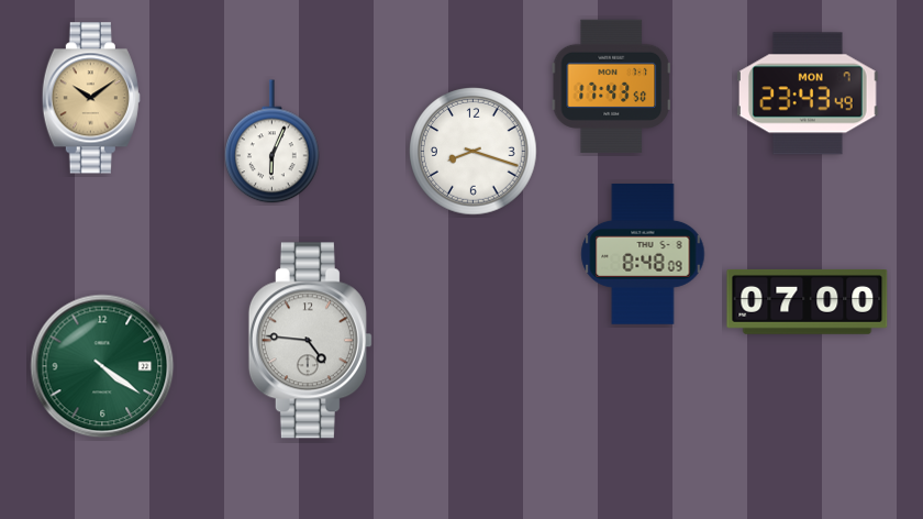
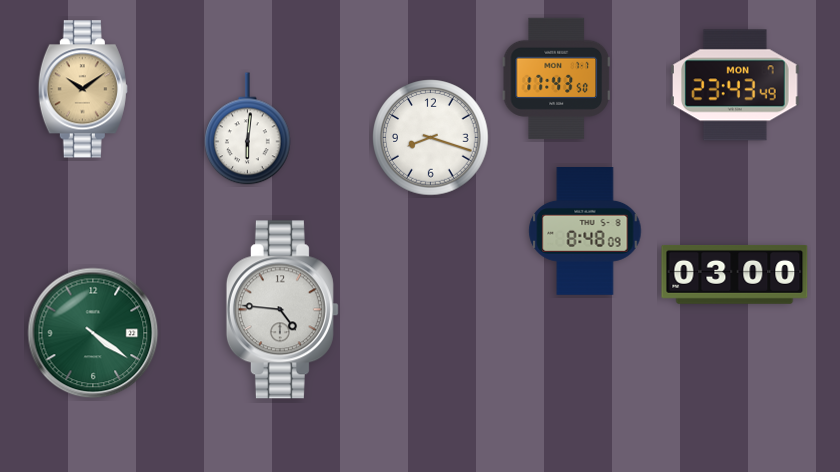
clock at (273, 142): 6:04 -> 6:01
clock at (808, 301): 07:00 -> 03:00
